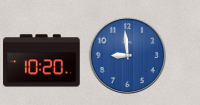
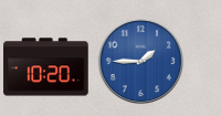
clock at (127, 55): 8:59 -> 1:45
